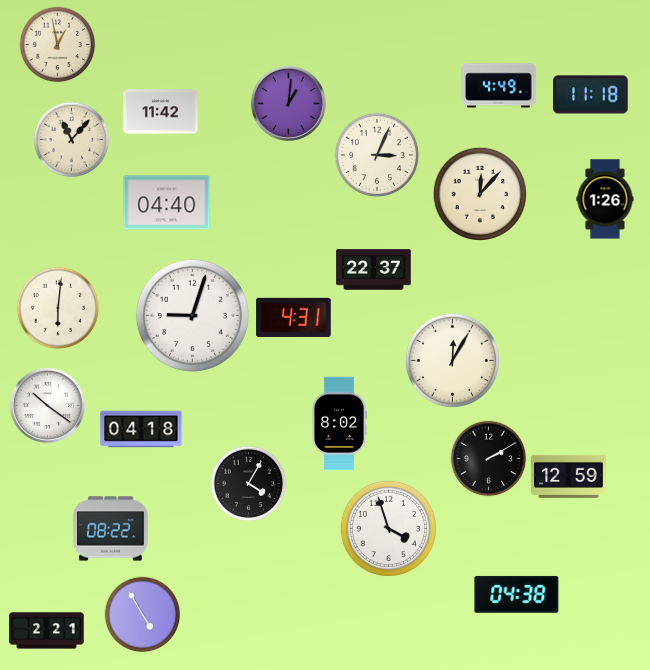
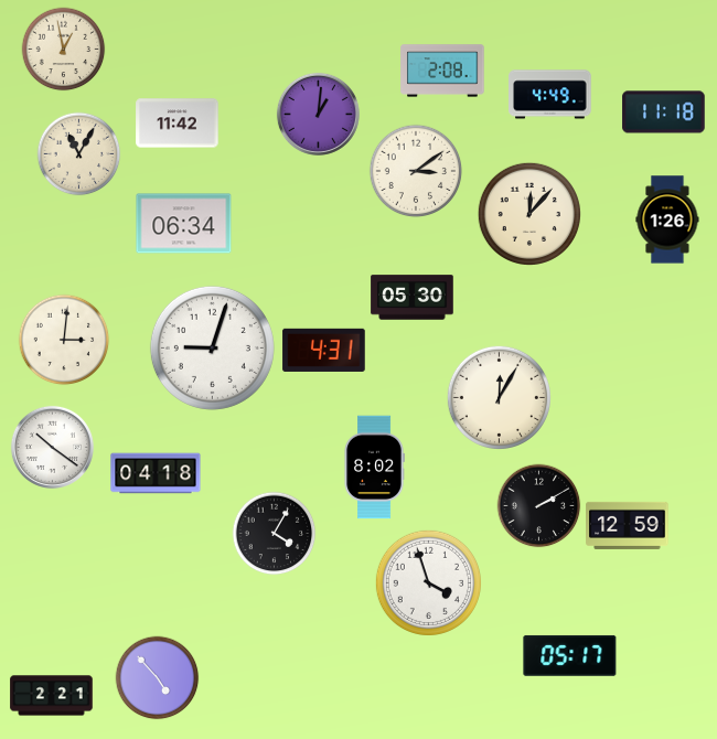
clock at (442, 71): none -> 2:08
clock at (591, 95) position: (591, 95) -> (664, 113)
clock at (72, 140): 11:07 -> 11:05
clock at (377, 155): 3:04 -> 3:09
clock at (167, 203): 04:40 -> 06:34
clock at (374, 270): 22:37 -> 05:30
clock at (58, 308): 6:01 -> 3:01
clock at (111, 529): 08:22 -> none
clock at (517, 594): 04:38 -> 05:17
clock at (143, 615): 4:55 -> 4:53
